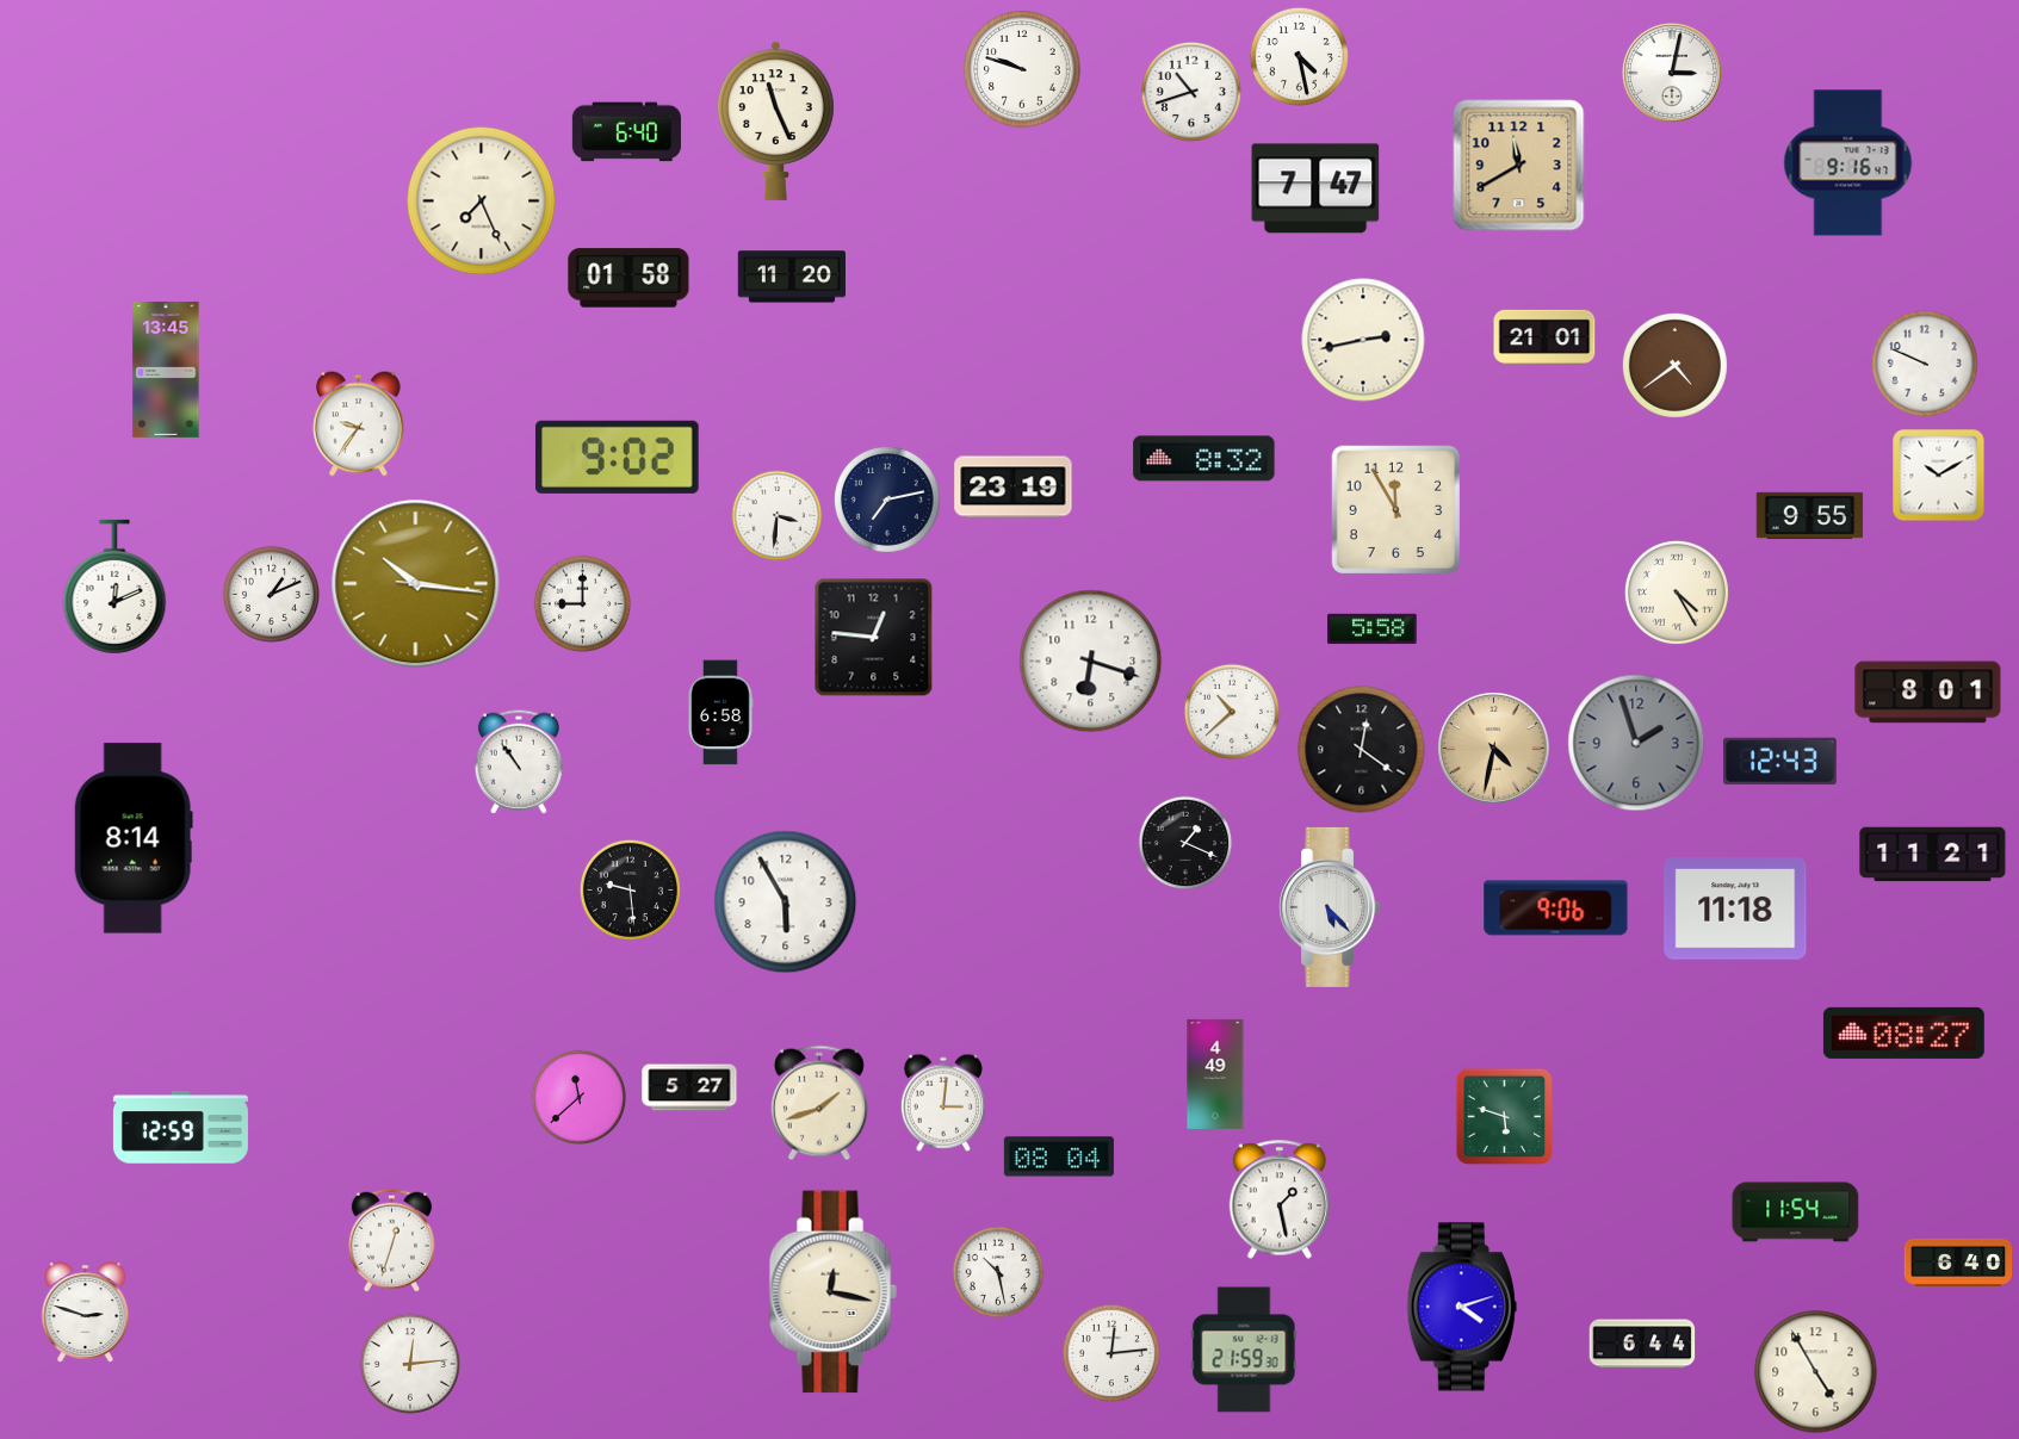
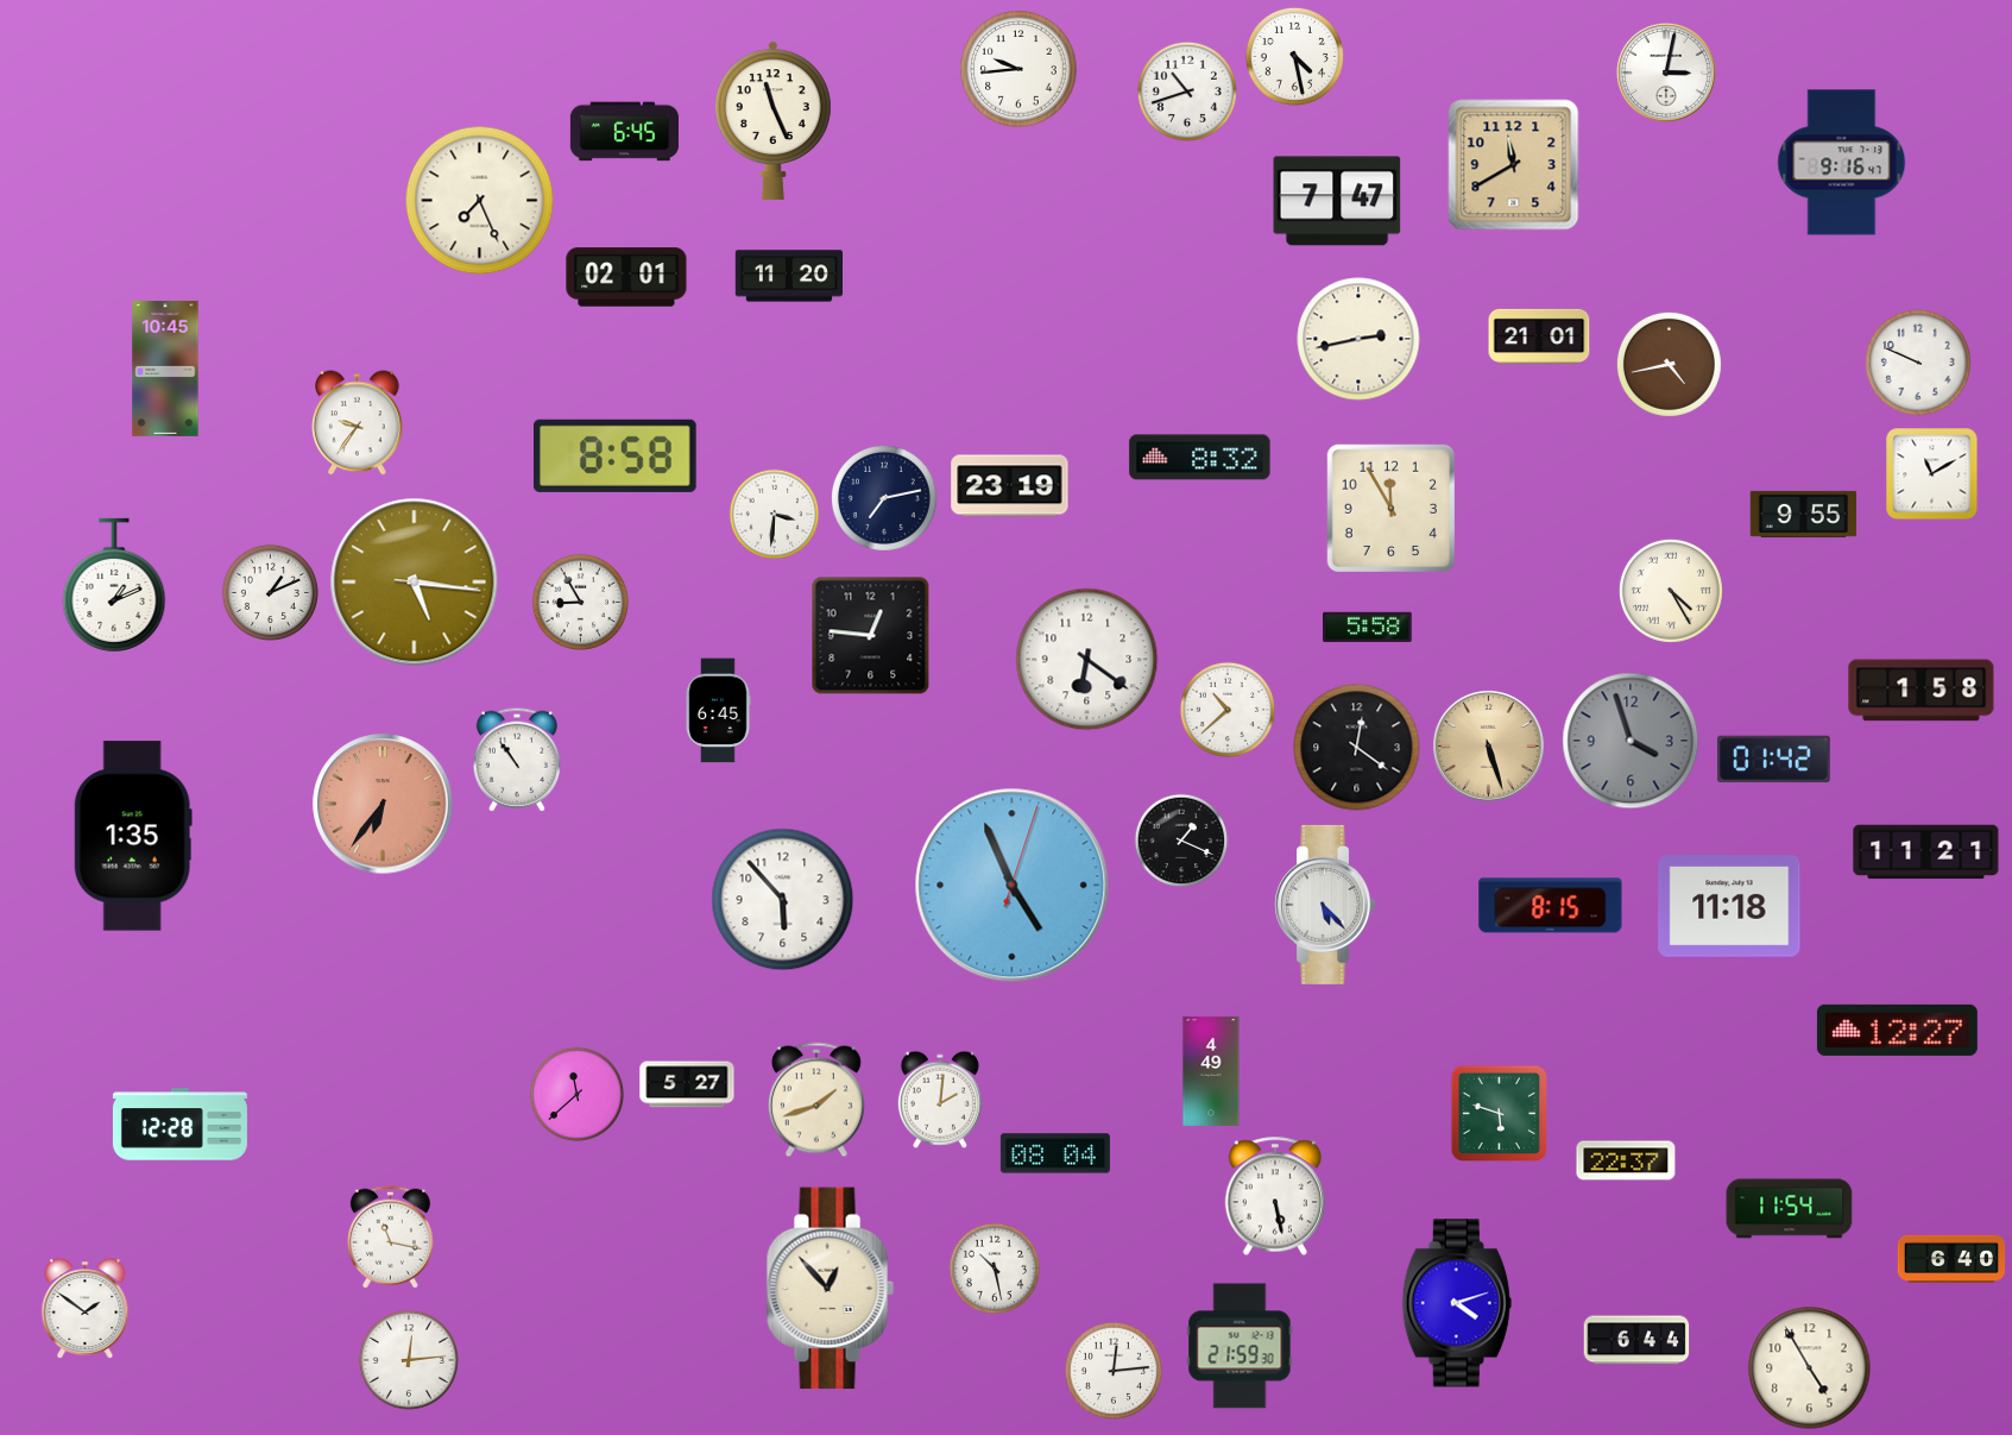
clock at (1022, 69): 9:48 -> 9:44
clock at (626, 132): 6:40 -> 6:45
clock at (1315, 188) position: (1315, 188) -> (1337, 201)
clock at (628, 278): 01:58 -> 02:01
clock at (1674, 365): 4:39 -> 4:43
clock at (166, 370): 13:45 -> 10:45
clock at (618, 457): 9:02 -> 8:58
clock at (1939, 476): 10:10 -> 11:10
clock at (416, 584): 10:16 -> 5:16
clock at (114, 587): 12:11 -> 1:11
clock at (582, 603): 9:00 -> 8:55
clock at (1091, 662): 6:18 -> 6:21
clock at (1928, 693): 8:01 -> 1:58
clock at (720, 713): 6:58 -> 6:45
clock at (1636, 743): 1:57 -> 3:57
clock at (1494, 749): 4:32 -> 5:27
clock at (1780, 762): 12:43 -> 01:42
clock at (383, 804): none -> 6:36
clock at (134, 838): 8:14 -> 1:35
clock at (1013, 886): none -> 4:56
clock at (630, 889): 9:29 -> none
clock at (786, 903): 5:55 -> 5:53
clock at (1556, 908): 9:06 -> 8:15
clock at (1903, 1032): 08:27 -> 12:27
clock at (943, 1103): 3:01 -> 2:01
clock at (180, 1128): 12:59 -> 12:28
clock at (1626, 1160): none -> 22:37
clock at (1280, 1199): 1:28 -> 5:28
clock at (391, 1240): 12:33 -> 11:17
clock at (832, 1292): 12:17 -> 12:53
clock at (86, 1313): 2:48 -> 1:51
clock at (1111, 1353) position: (1111, 1353) -> (1114, 1371)
